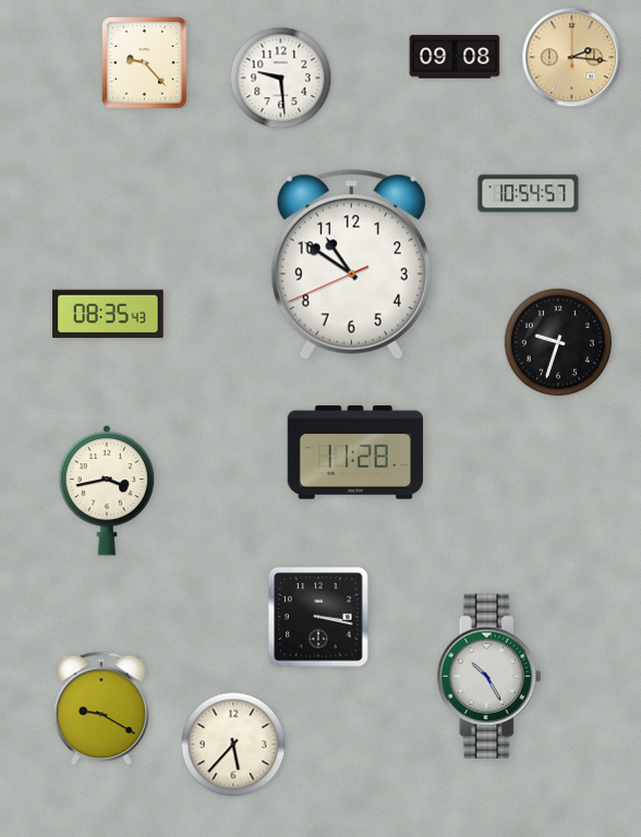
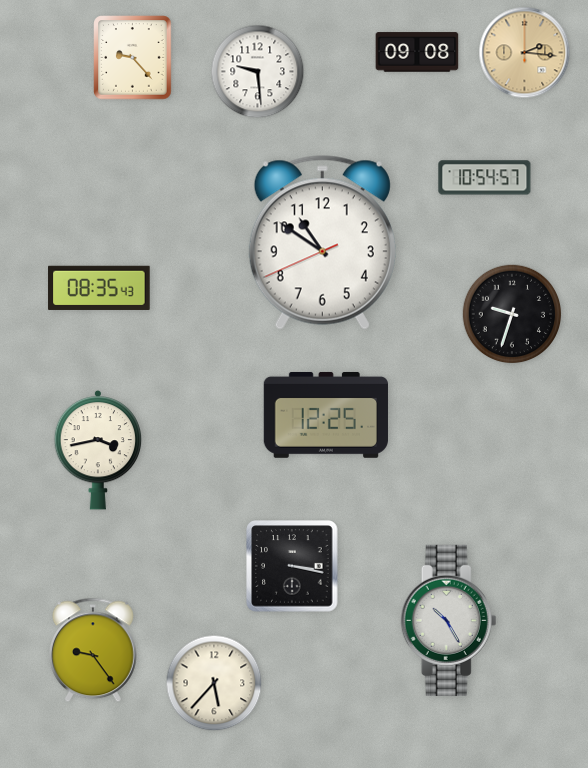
clock at (355, 452): 11:28 -> 12:25
clock at (102, 708): 9:20 -> 9:24
